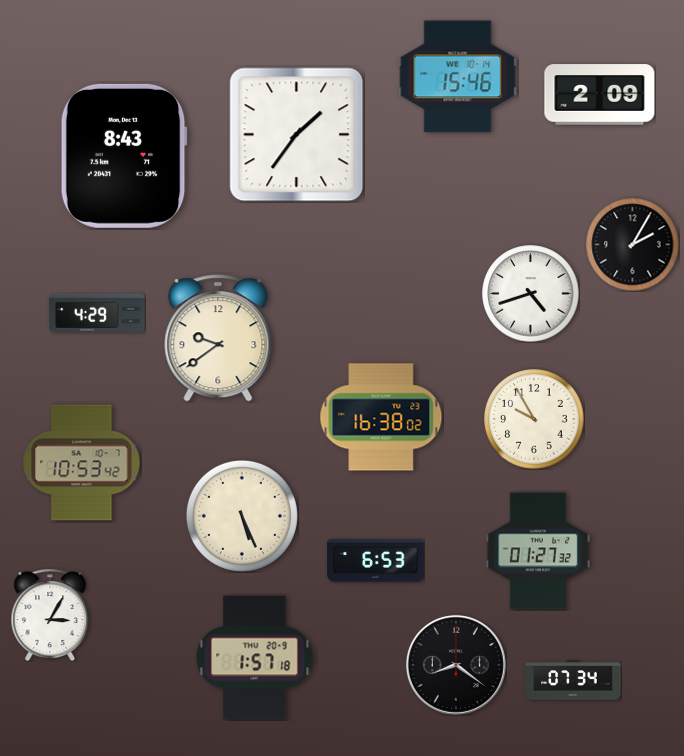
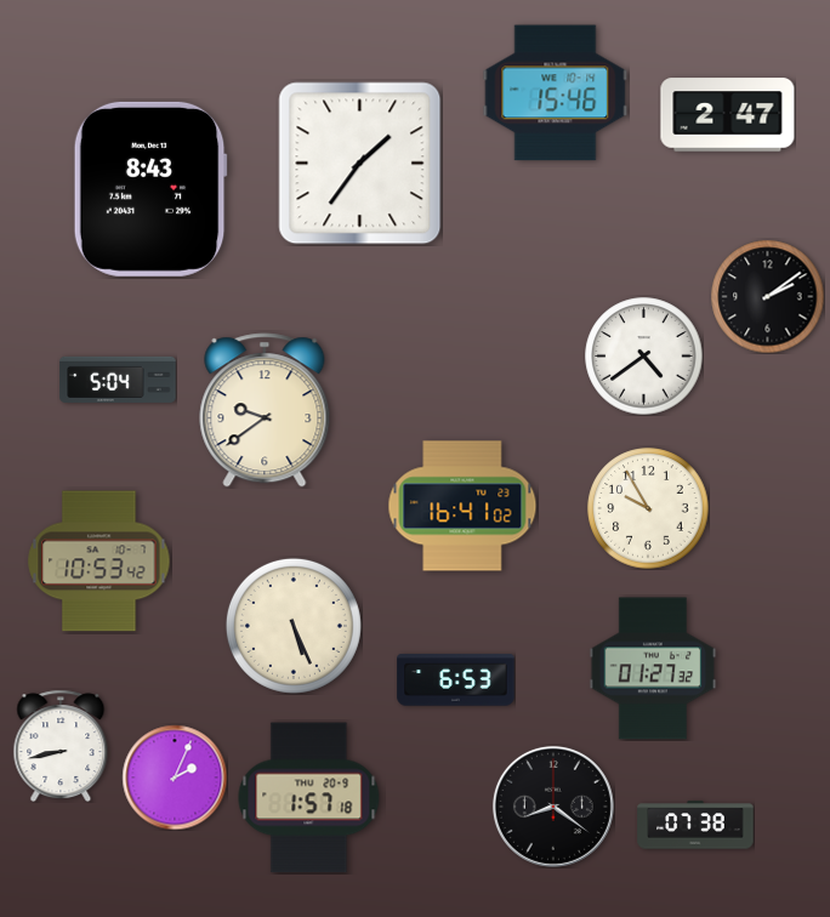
clock at (600, 95): 2:09 -> 2:47
clock at (632, 244): 2:05 -> 2:09
clock at (531, 294): 4:42 -> 4:39
clock at (97, 313): 4:29 -> 5:04
clock at (381, 417): 16:38 -> 16:41
clock at (50, 615): 3:05 -> 8:43
clock at (175, 778): none -> 2:04
clock at (573, 680): 07:34 -> 07:38
